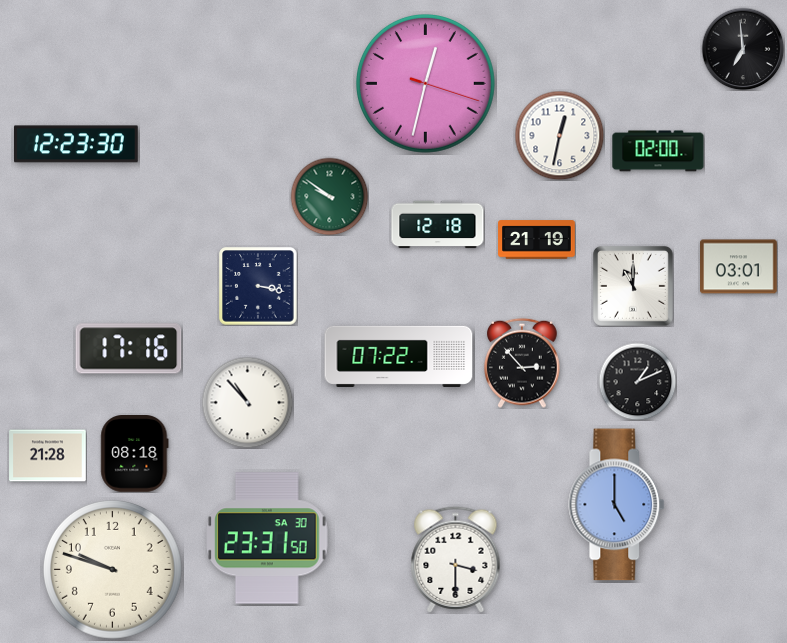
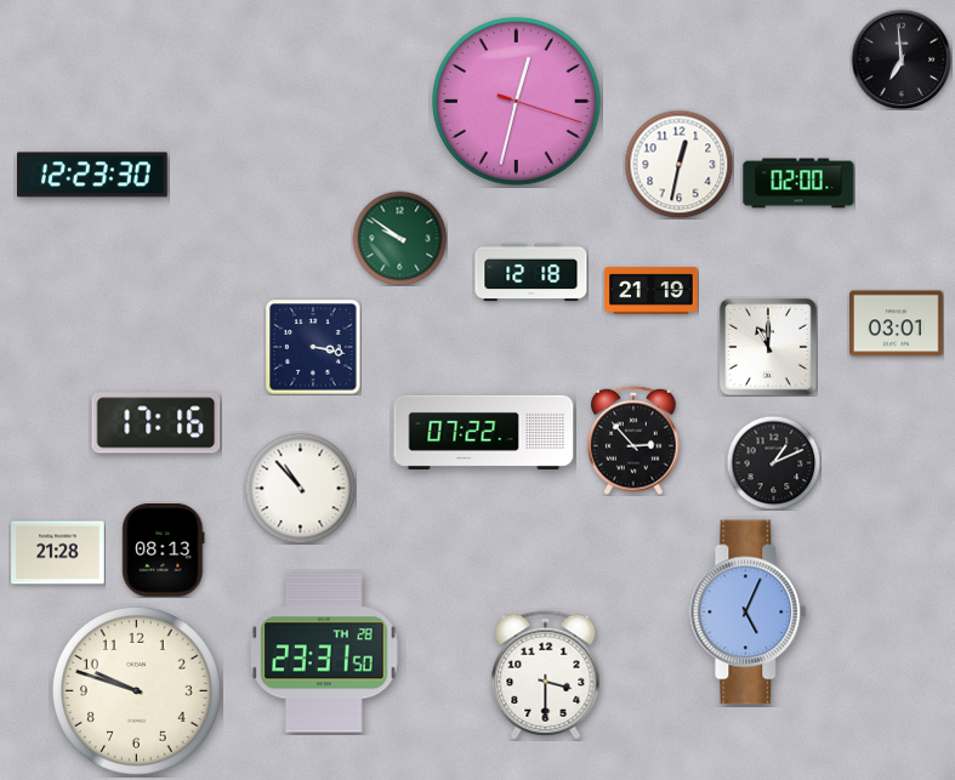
clock at (135, 454): 08:18 -> 08:13
clock at (617, 505): 5:00 -> 5:04
clock at (267, 538) date: SA 30 -> TH 28
clock at (456, 560) position: (456, 560) -> (546, 676)
